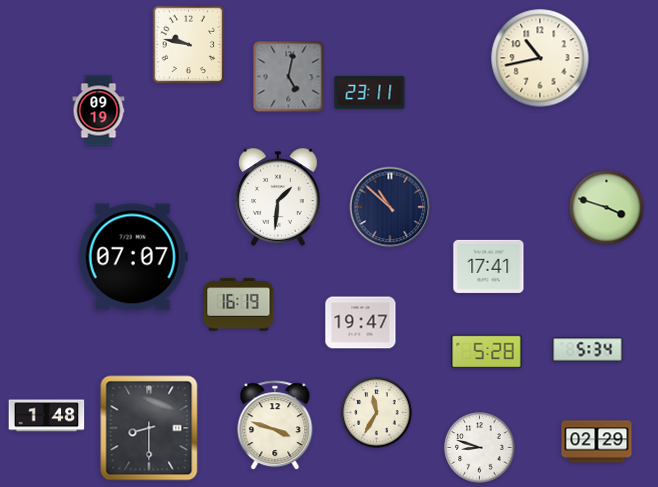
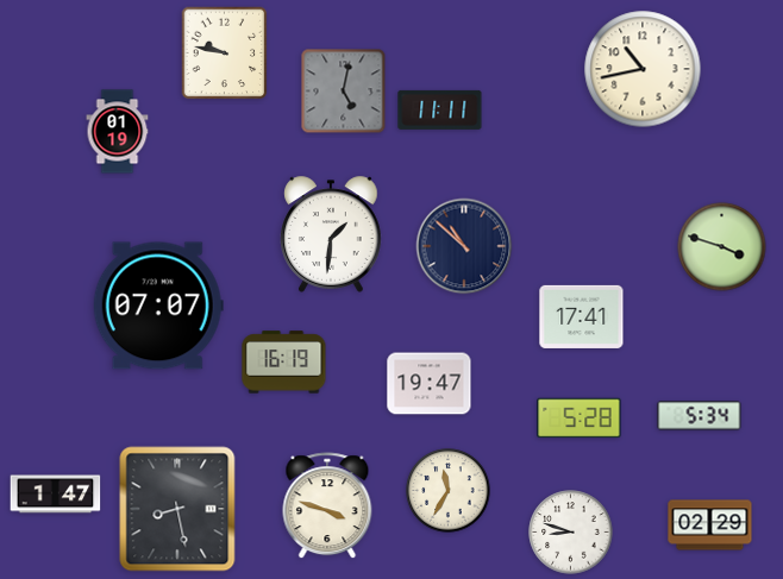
clock at (370, 92): 23:11 -> 11:11
clock at (99, 111): 09:19 -> 01:19
clock at (47, 416): 1:48 -> 1:47
clock at (149, 428): 8:30 -> 8:28
